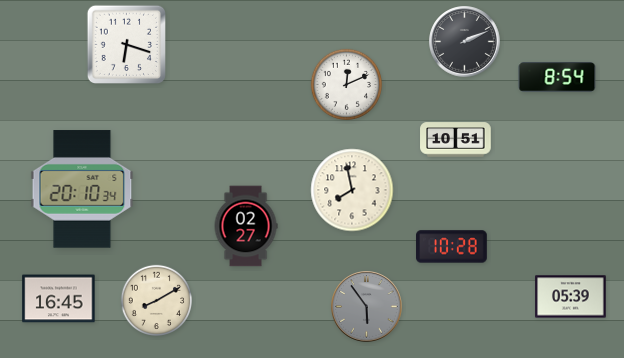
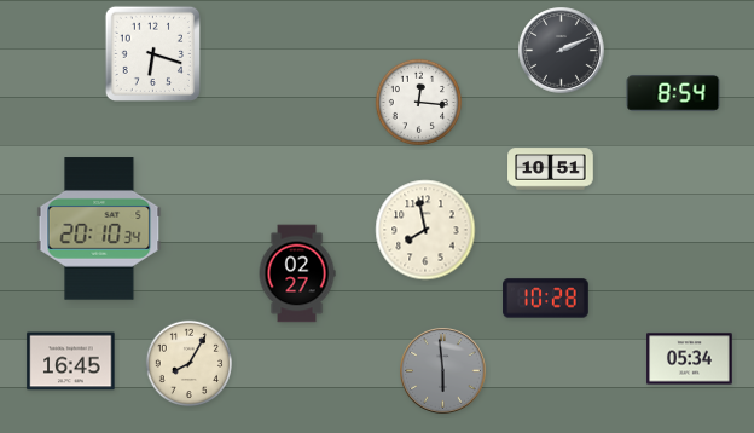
clock at (346, 84): 12:11 -> 12:16
clock at (571, 297): 05:39 -> 05:34
clock at (156, 300): 8:10 -> 8:05
clock at (367, 307): 5:54 -> 5:59
